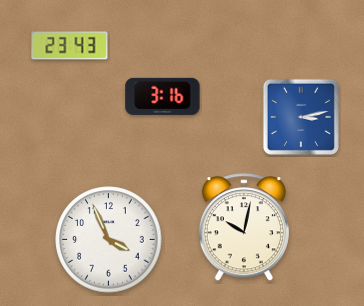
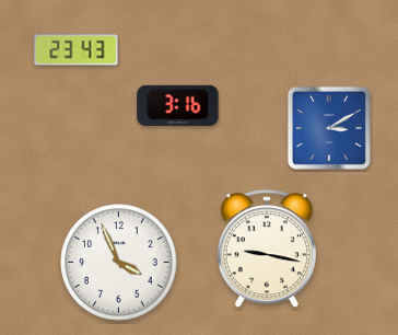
clock at (301, 117): 3:13 -> 3:10
clock at (244, 228): 10:02 -> 9:17
